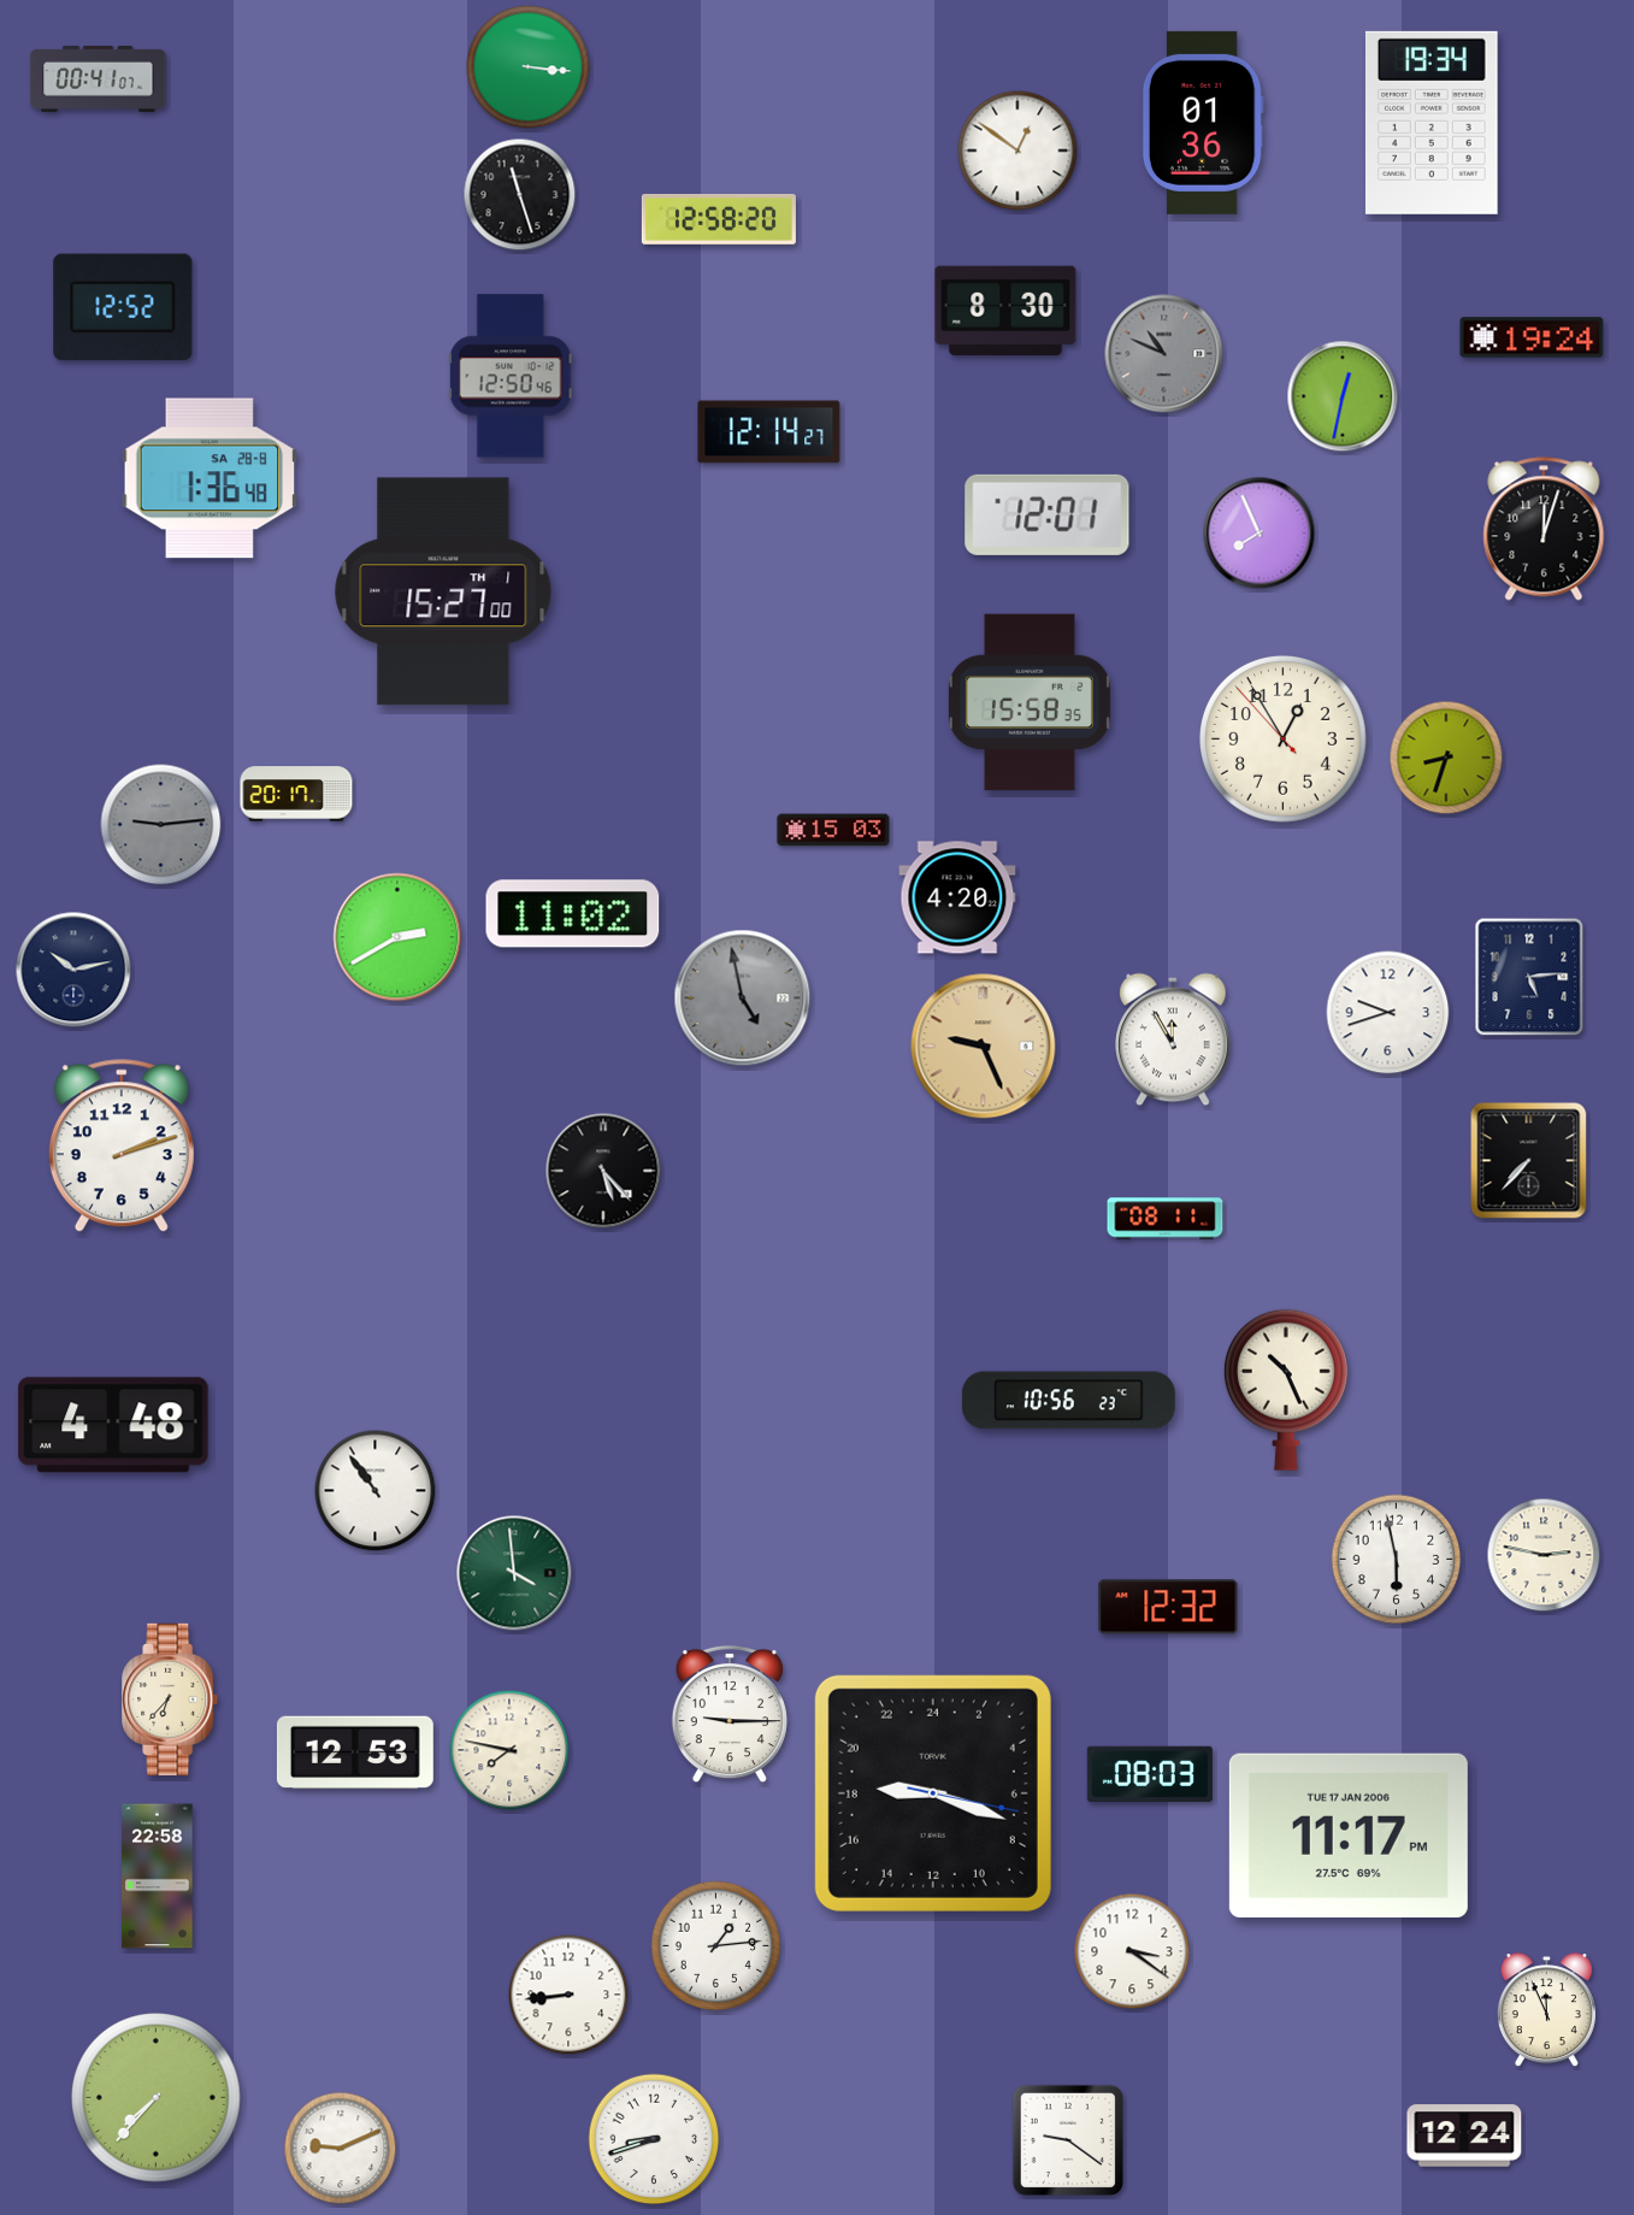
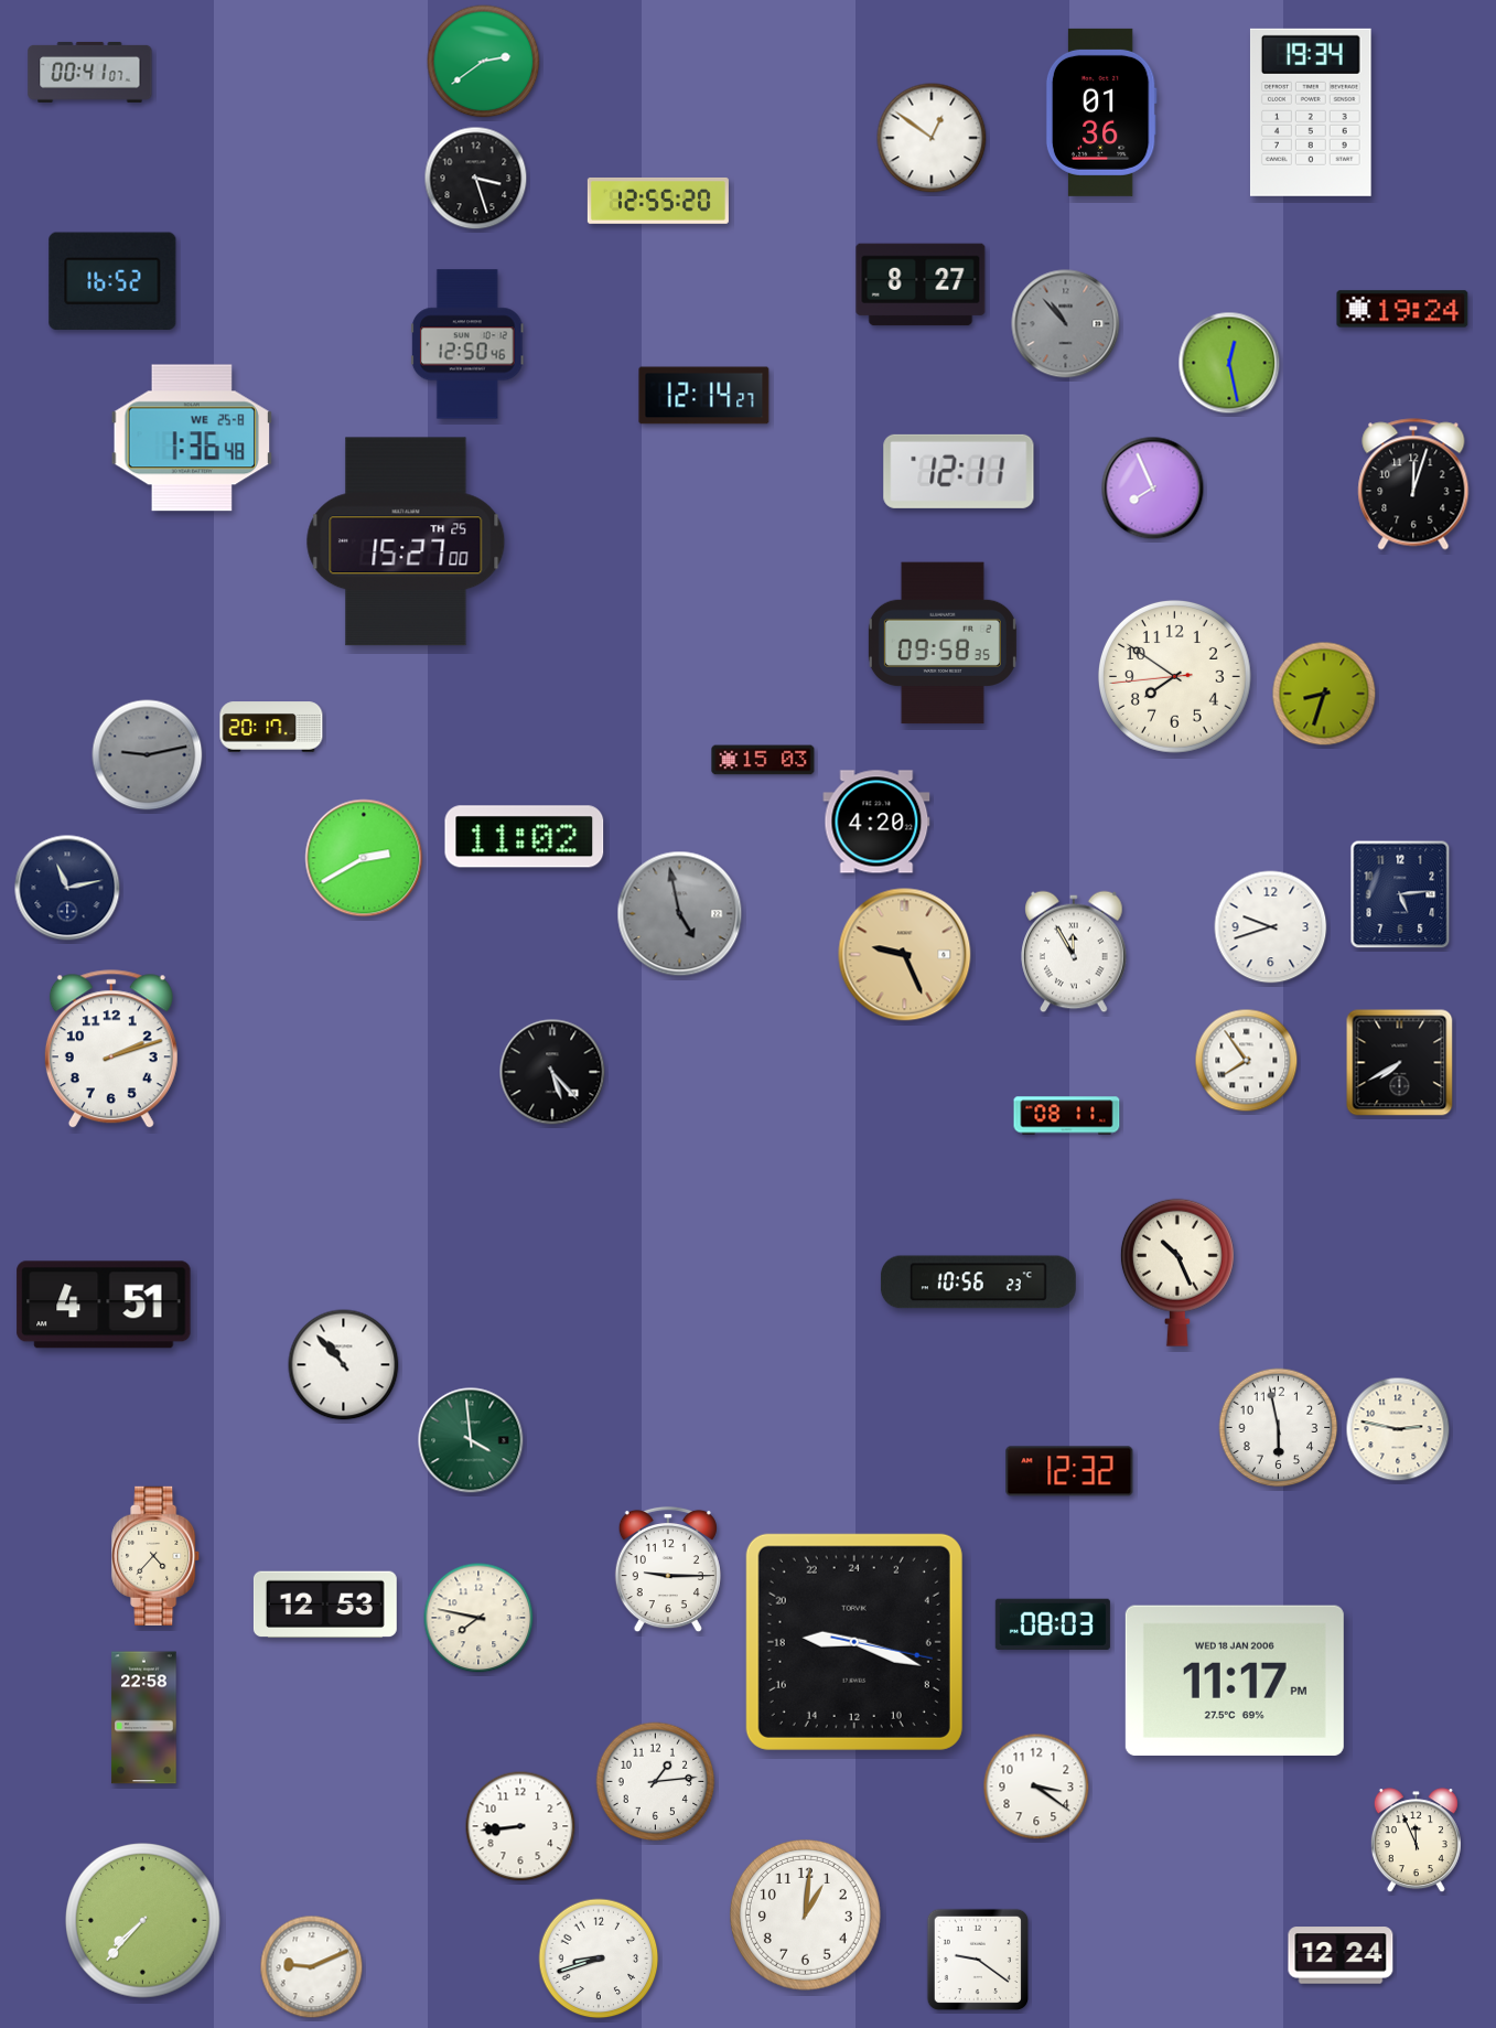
clock at (529, 67): 3:16 -> 2:39
clock at (520, 195): 11:27 -> 3:27
clock at (719, 219): 12:58 -> 12:55
clock at (123, 307): 12:52 -> 16:52
clock at (1005, 311): 8:30 -> 8:27
clock at (1164, 354): 10:49 -> 10:53
clock at (1343, 396): 12:32 -> 12:28
clock at (210, 478) date: SA 28-8 -> WE 25-8
clock at (1048, 514): 12:01 -> 12:11
clock at (443, 591) date: TH 1 -> TH 25
clock at (1030, 702): 15:58 -> 09:58
clock at (1282, 738): 12:54 -> 7:50
clock at (161, 825): 9:14 -> 9:13
clock at (73, 970): 10:13 -> 11:13
clock at (984, 1047) position: (984, 1047) -> (905, 955)
clock at (1247, 1061): none -> 7:54
clock at (1529, 1161): 7:37 -> 7:40
clock at (113, 1425): 4:48 -> 4:51
clock at (376, 1491): 10:54 -> 10:53
clock at (1544, 1555) position: (1544, 1555) -> (1398, 1429)
clock at (171, 1699): 6:37 -> 4:37
clock at (509, 1750) position: (509, 1750) -> (478, 1618)
clock at (1349, 1836) date: TUE 17 JAN 2006 -> WED 18 JAN 2006
clock at (805, 1914): none -> 1:01
